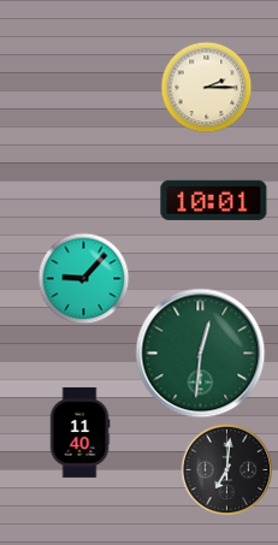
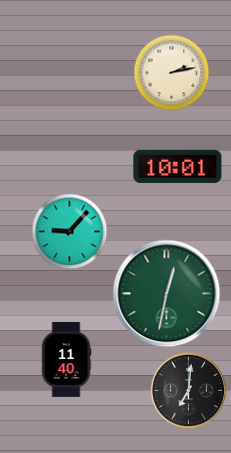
clock at (207, 88): 2:15 -> 2:13
clock at (201, 354): 12:31 -> 12:32
